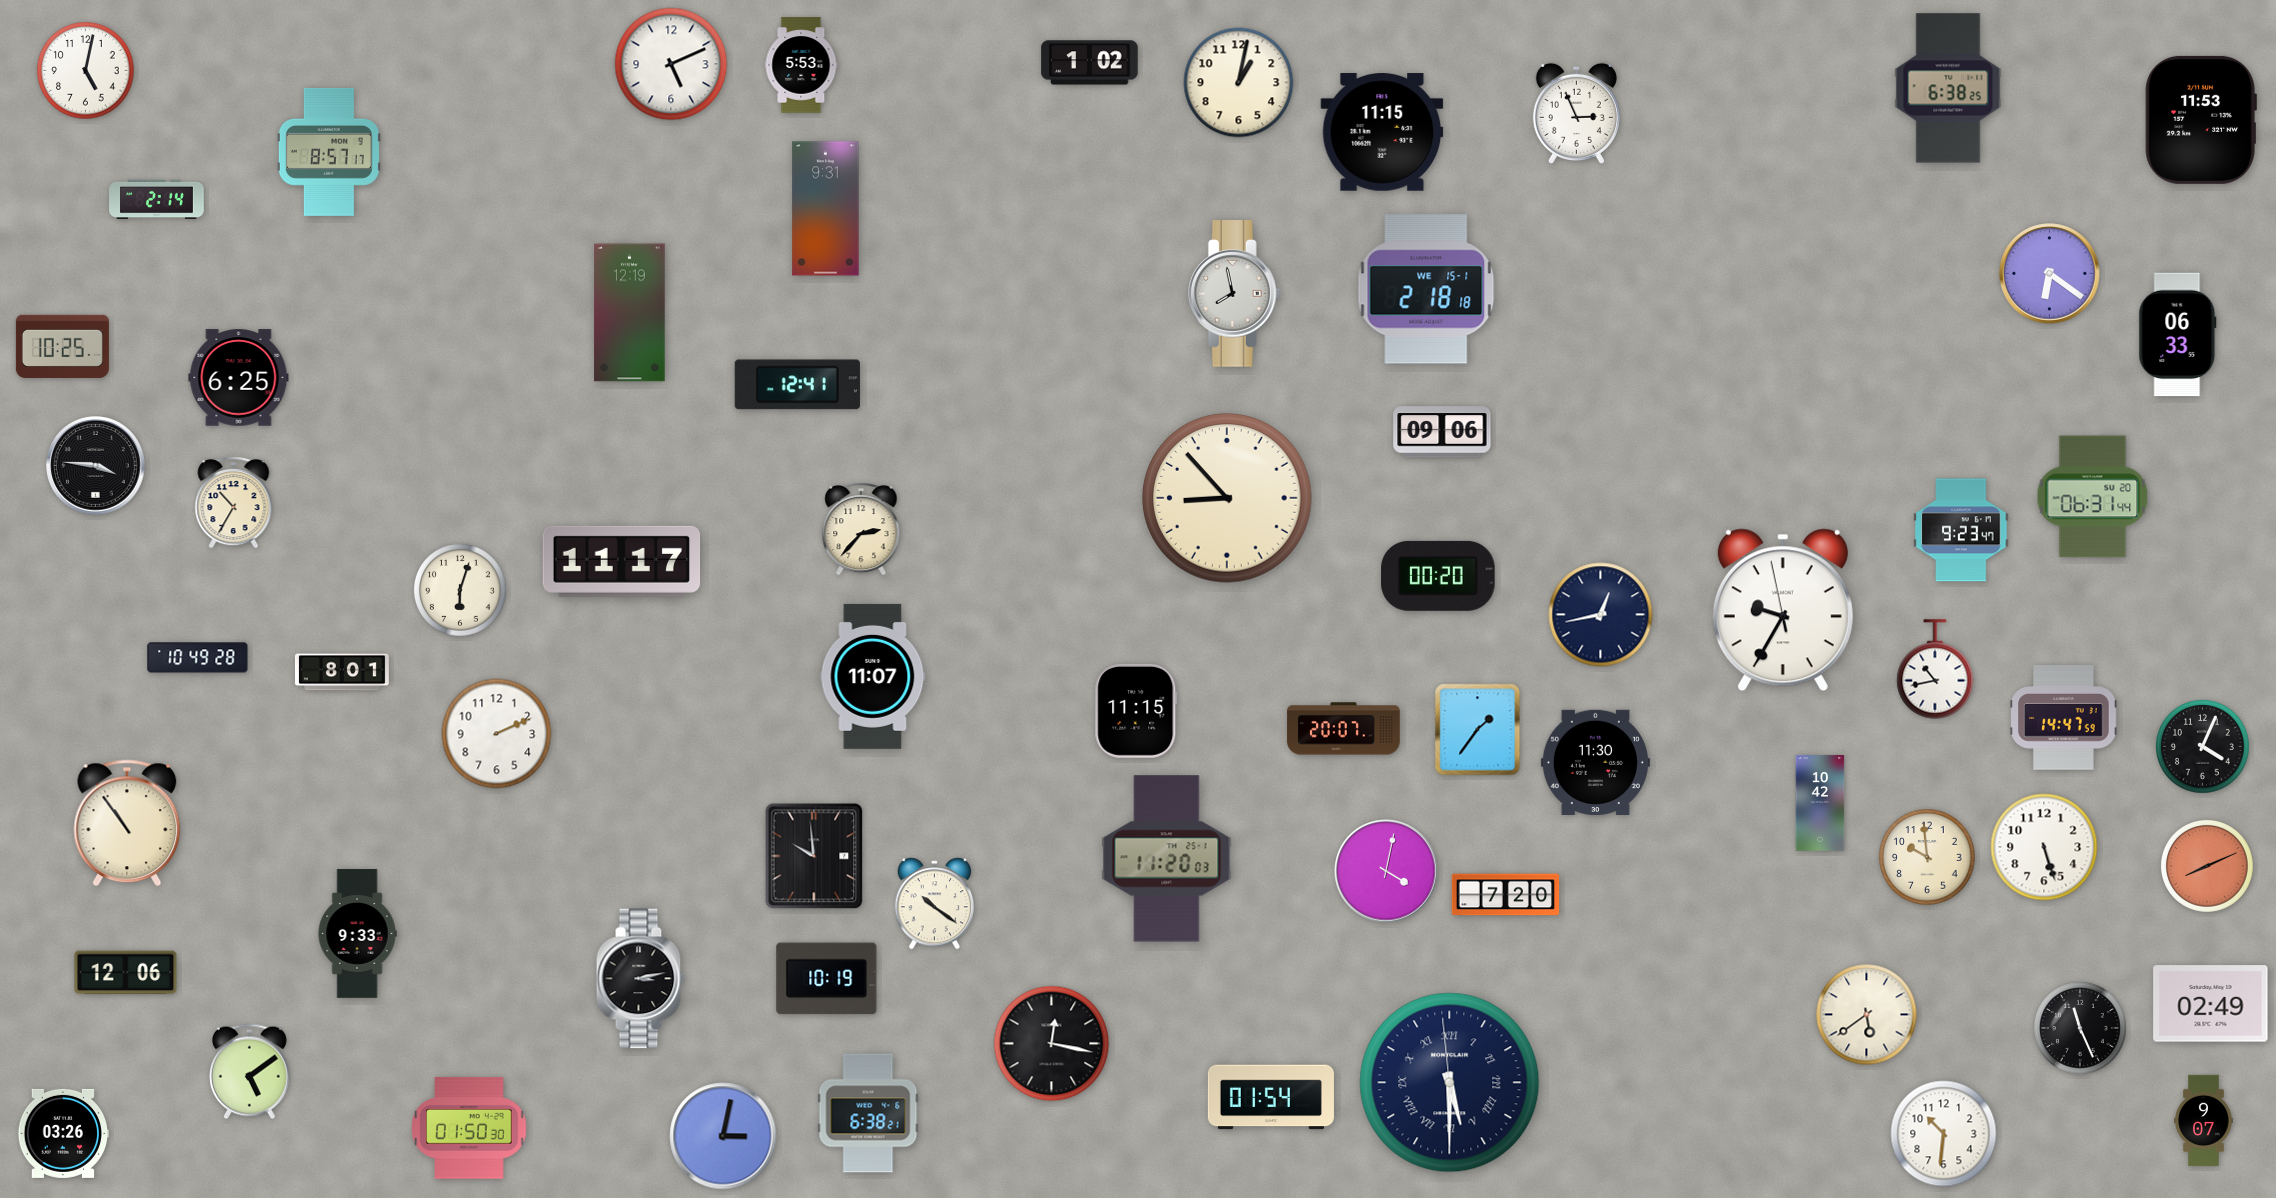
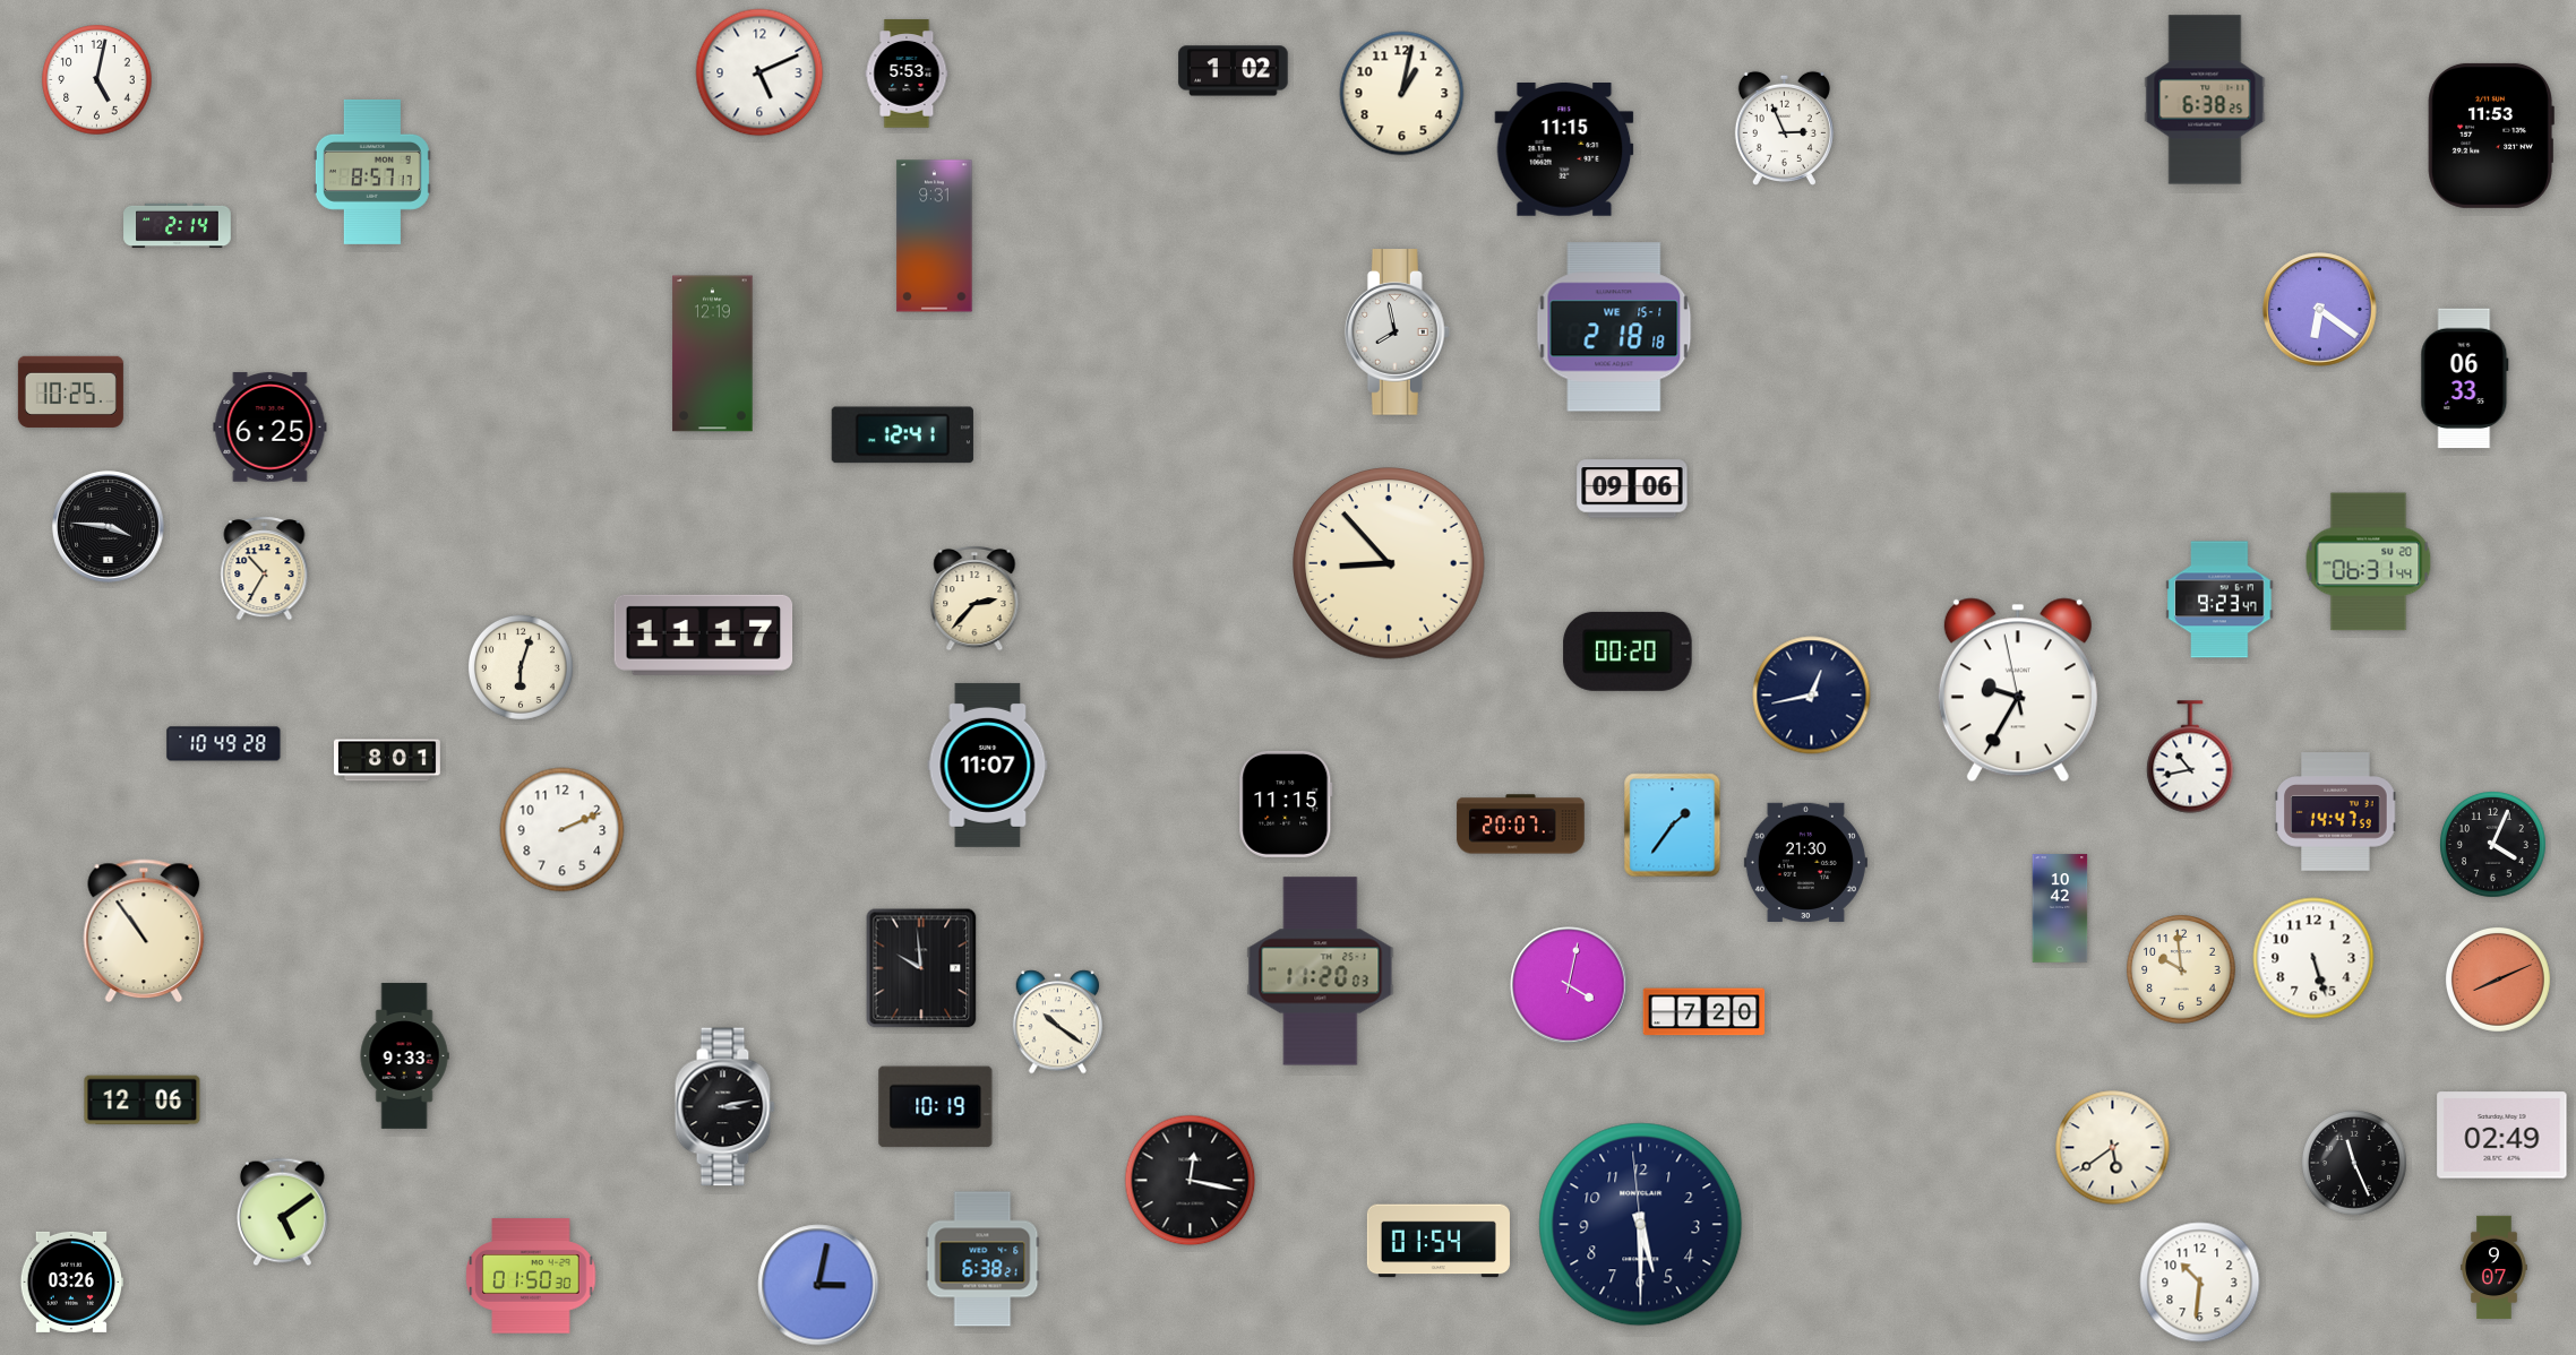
clock at (1595, 762): 11:30 -> 21:30
clock at (1450, 1083) numerals: Roman -> Arabic
